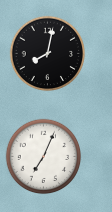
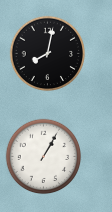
clock at (44, 157): 7:04 -> 1:05
